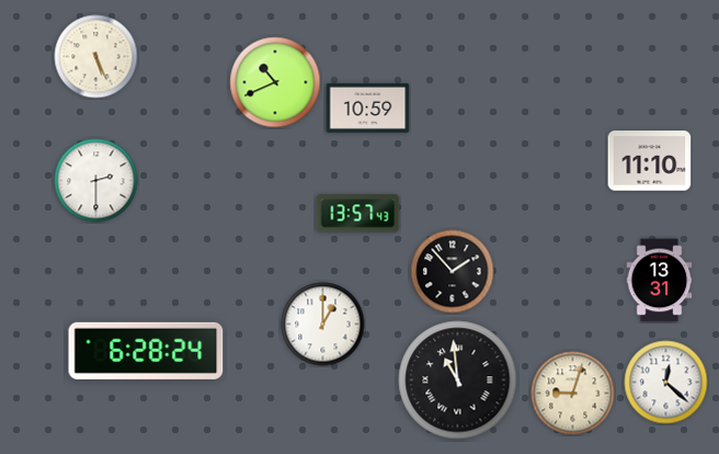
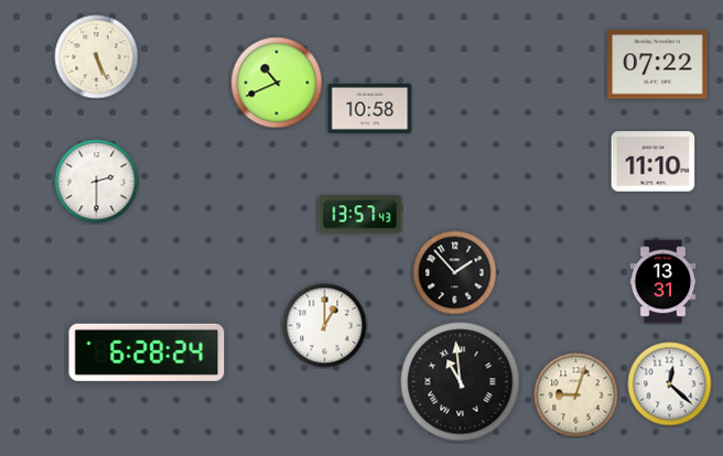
clock at (658, 65): none -> 07:22
clock at (368, 107): 10:59 -> 10:58
